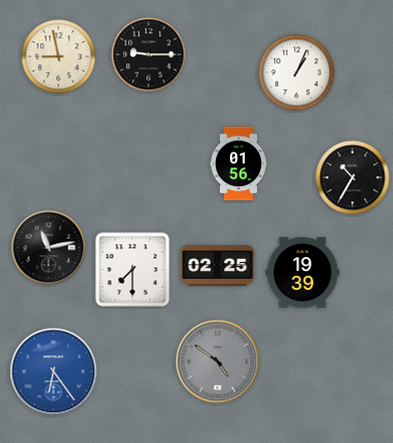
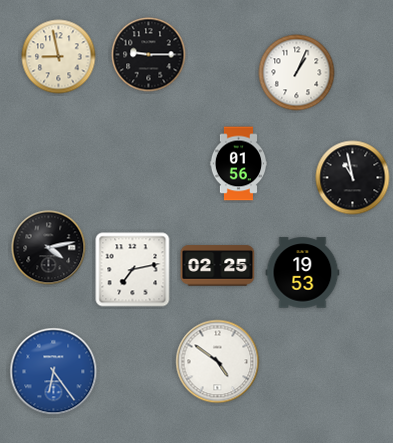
clock at (353, 178): 10:35 -> 10:58
clock at (49, 248): 11:13 -> 4:13
clock at (133, 270): 7:30 -> 7:13
clock at (303, 273): 19:39 -> 19:53
clock at (218, 362) dial: grey -> white
